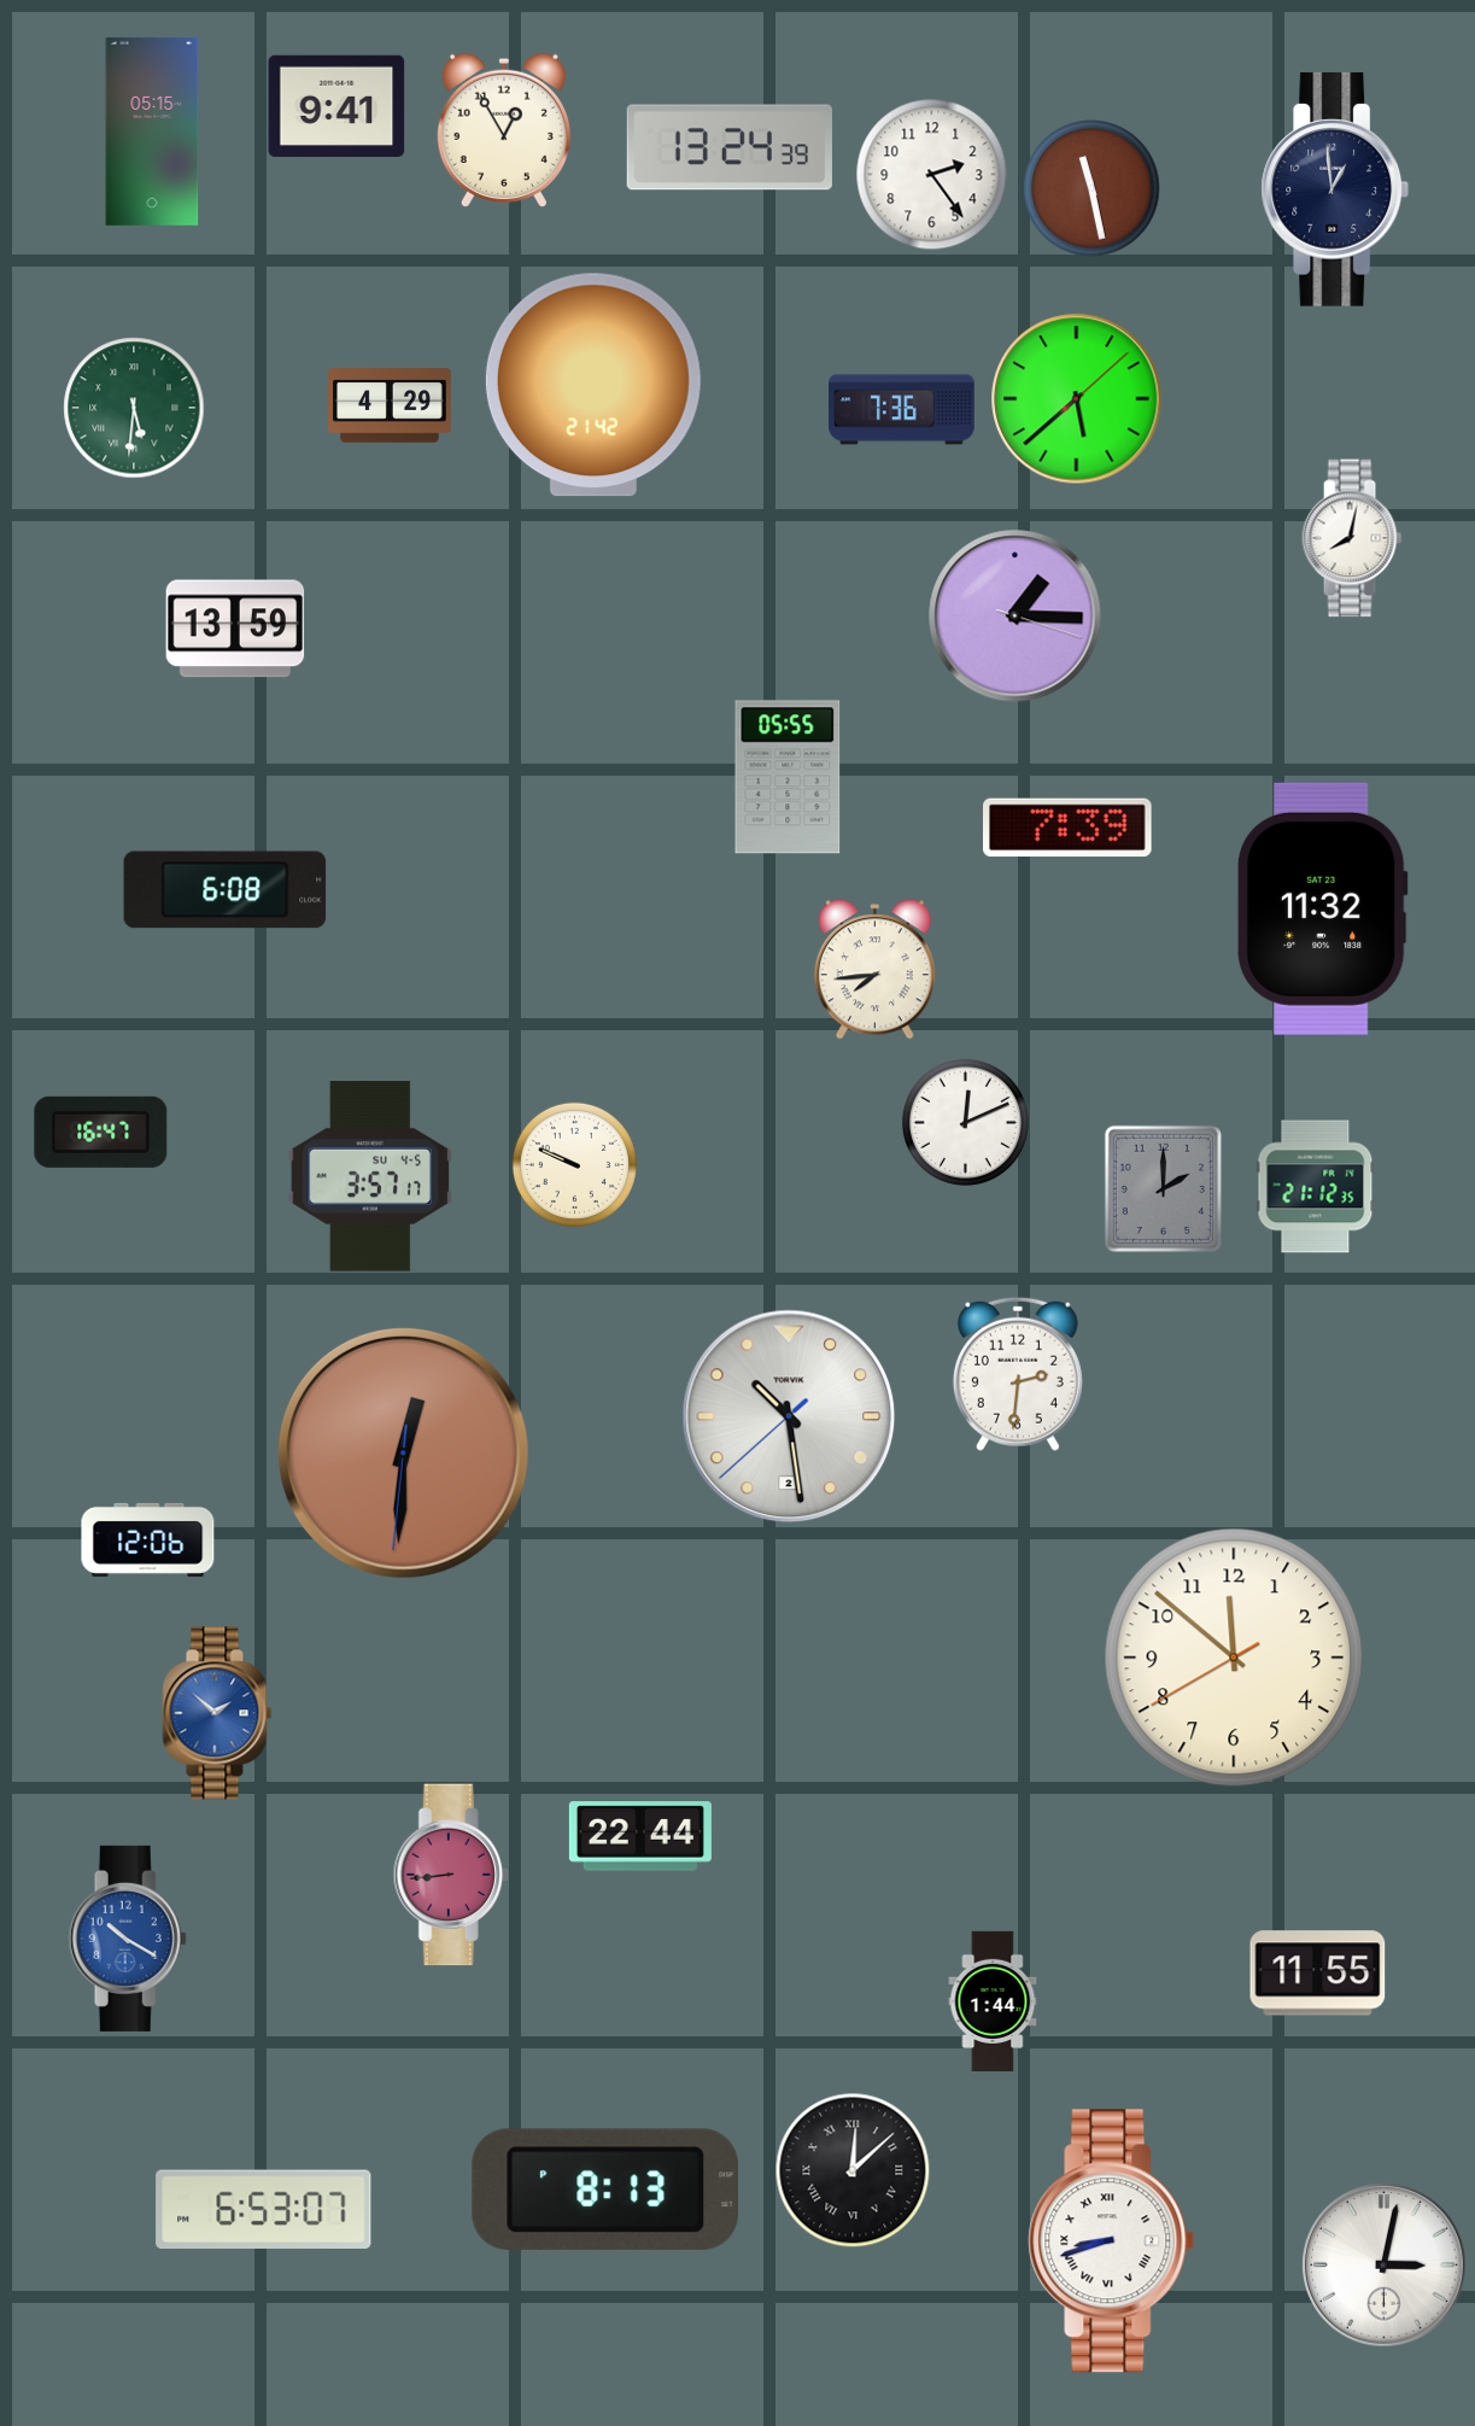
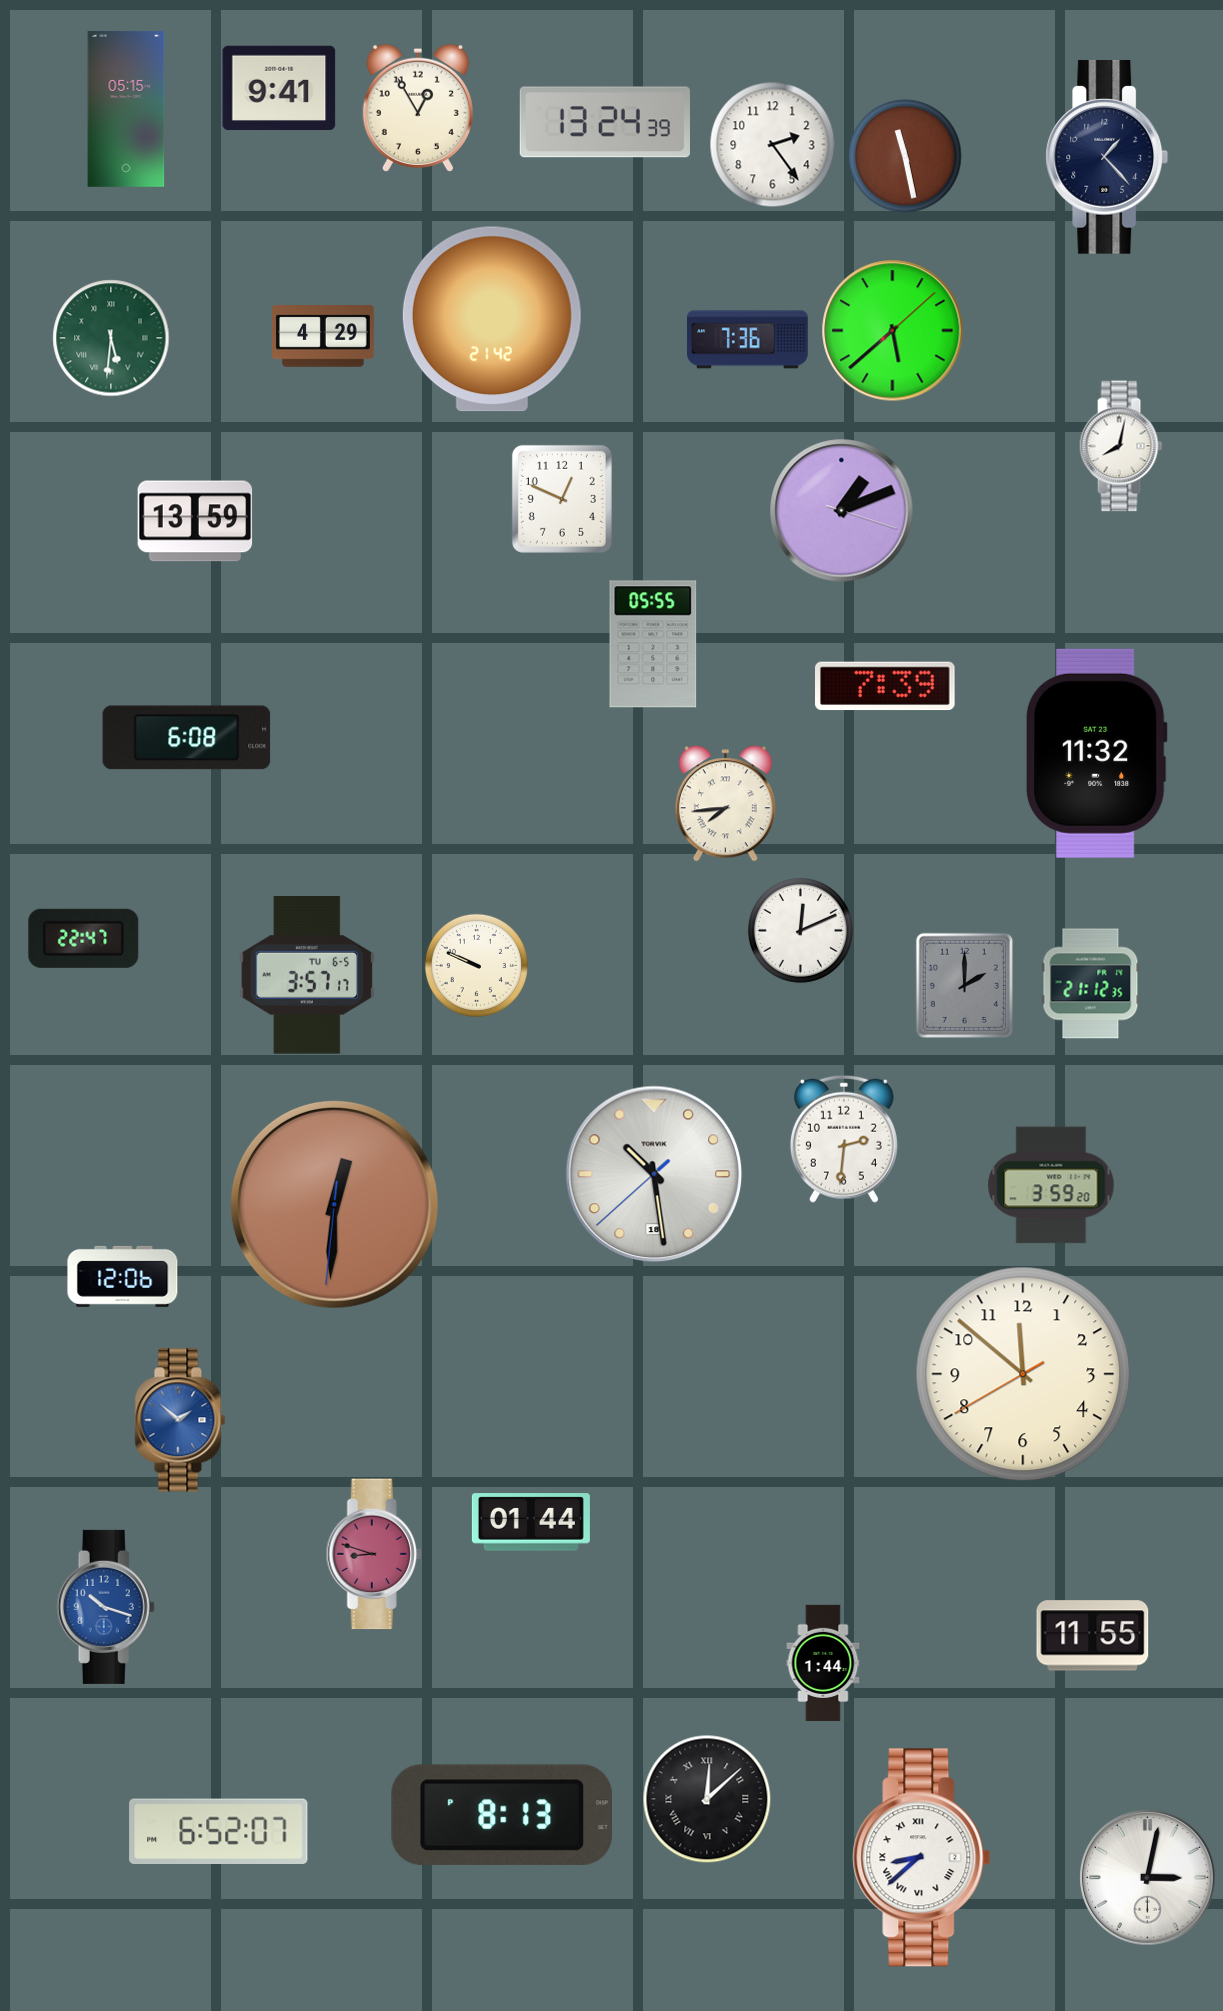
clock at (1335, 189): 12:59 -> 1:23
clock at (562, 499): none -> 12:49
clock at (1015, 616): 1:15 -> 1:11
clock at (101, 1132): 16:47 -> 22:47
clock at (370, 1177) date: SU 4-5 -> TU 6-5
clock at (789, 1416) date: 2 -> 18
clock at (1051, 1185): none -> 3:59
clock at (640, 1836): 22:44 -> 01:44
clock at (451, 1875): 8:44 -> 8:48
clock at (128, 1939): 10:20 -> 10:18
clock at (993, 2000) position: (993, 2000) -> (823, 1662)
clock at (264, 2210): 6:53 -> 6:52
clock at (1112, 2241): 8:42 -> 8:38
